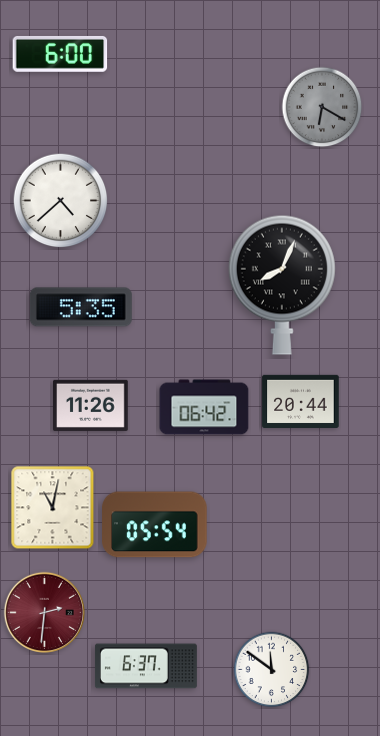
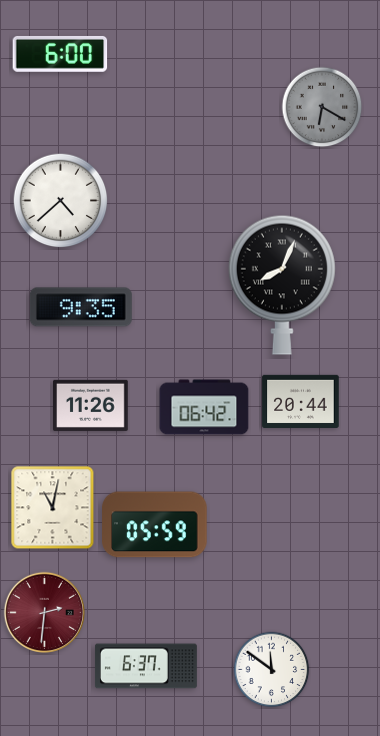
clock at (81, 307): 5:35 -> 9:35
clock at (155, 525): 05:54 -> 05:59
